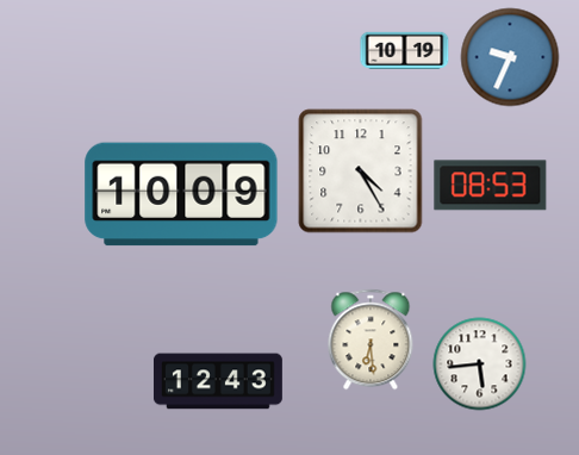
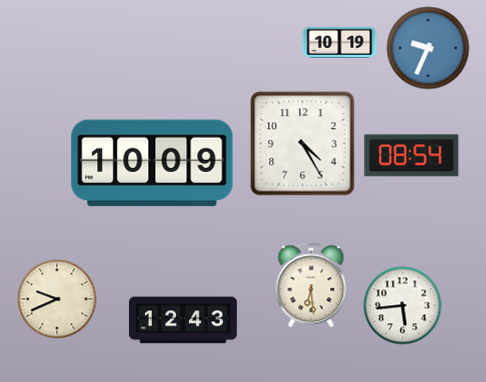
clock at (491, 186): 08:53 -> 08:54
clock at (57, 299): none -> 9:41
